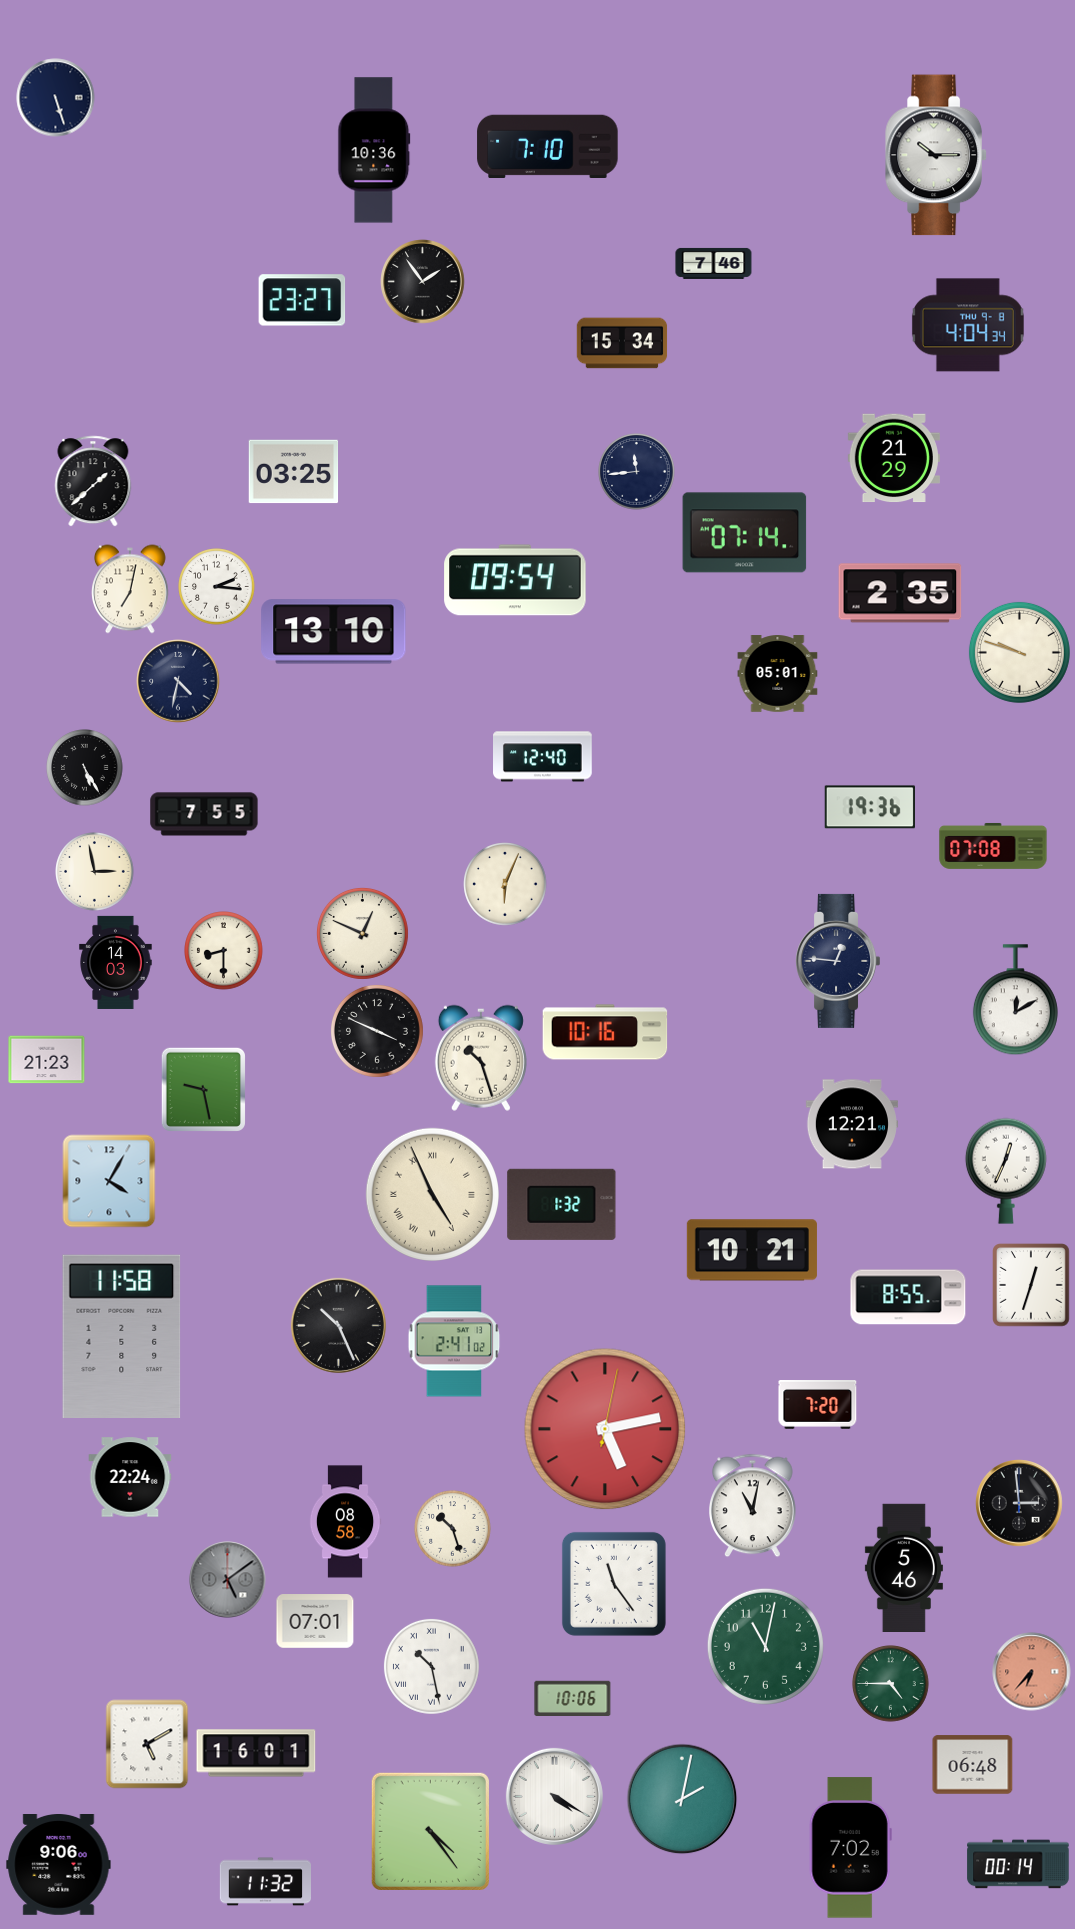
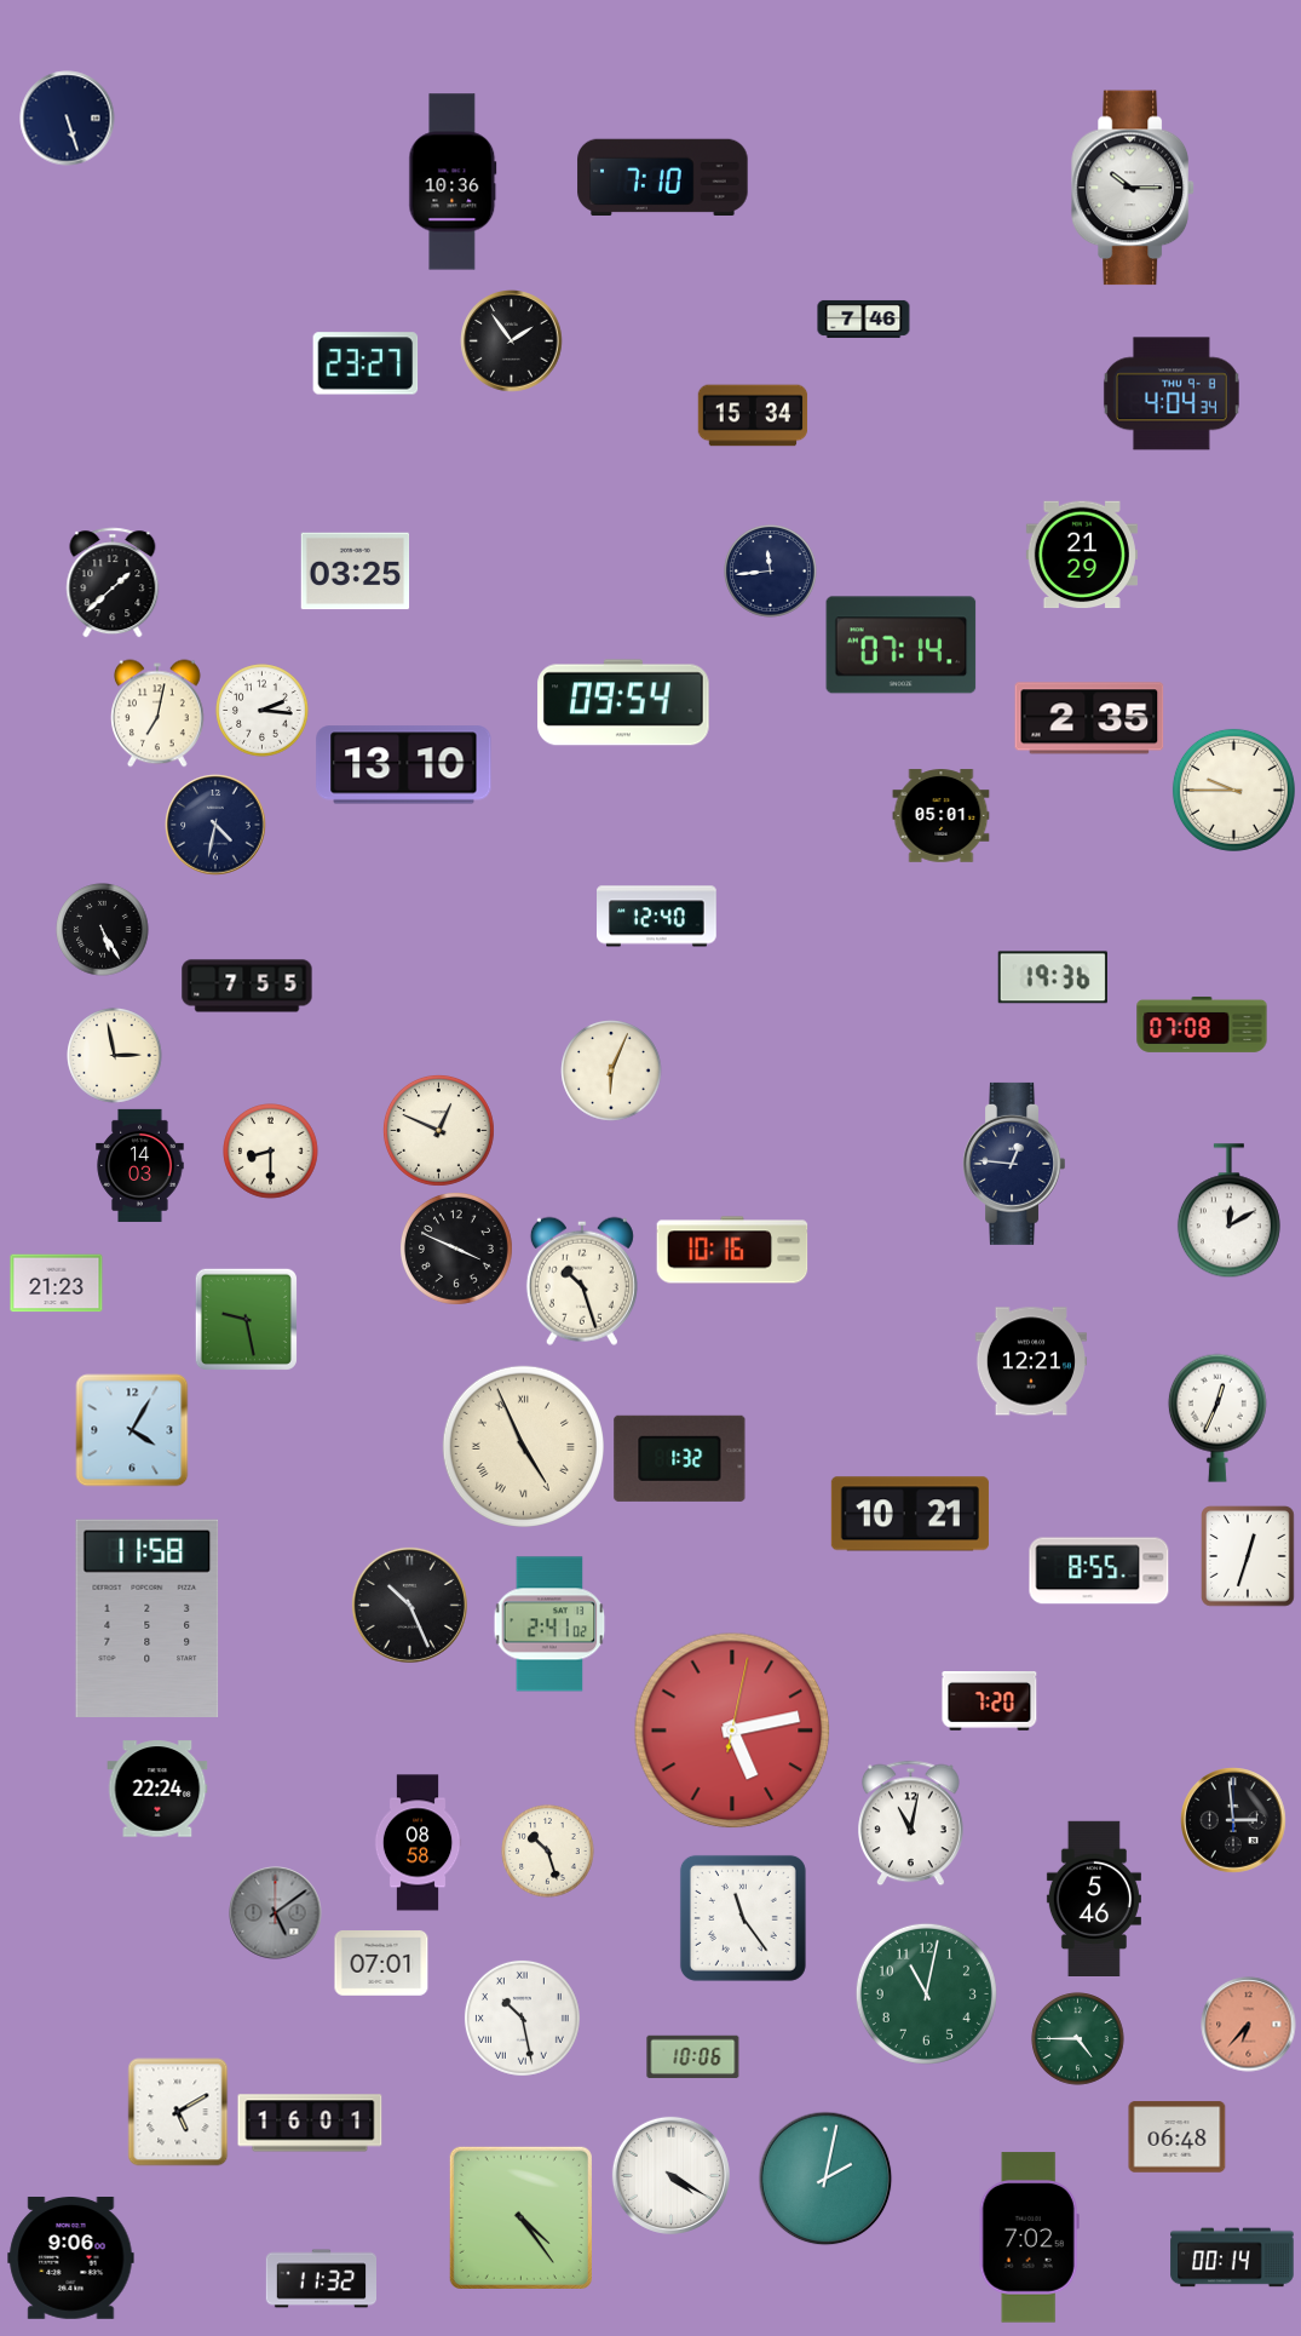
clock at (1019, 652): 9:48 -> 9:45
